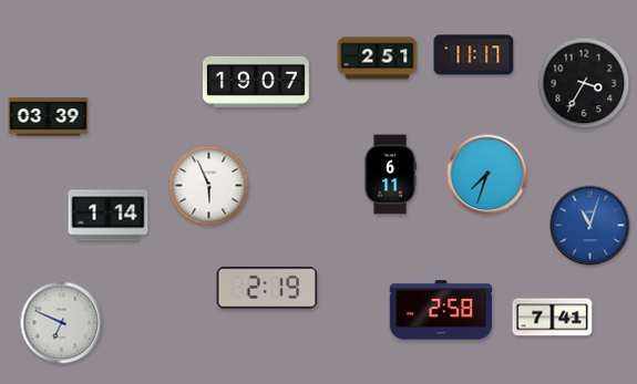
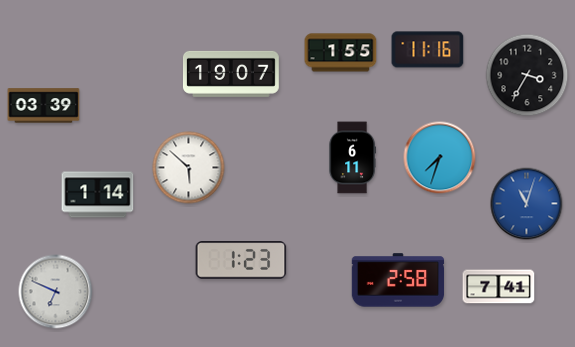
clock at (474, 55): 11:17 -> 11:16
clock at (378, 59): 2:51 -> 1:55
clock at (209, 186): 5:56 -> 5:52
clock at (590, 226) position: (590, 226) -> (527, 204)
clock at (267, 288): 2:19 -> 1:23
